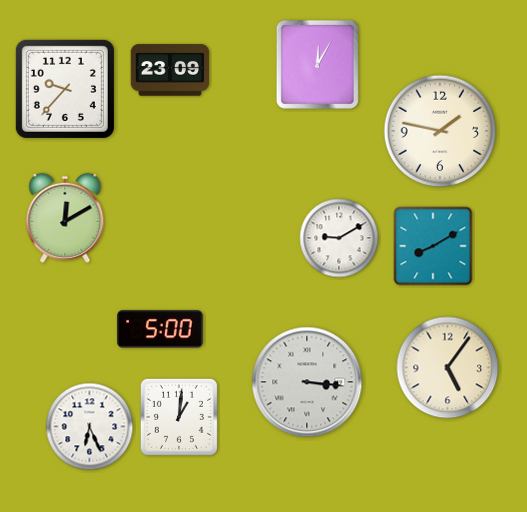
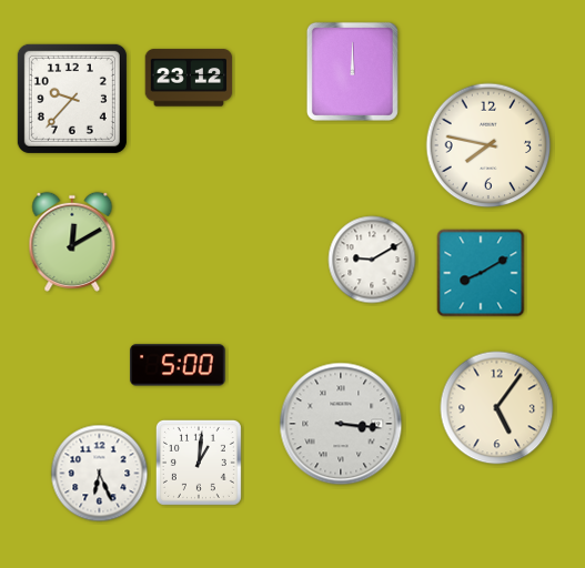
clock at (317, 64): 12:05 -> 12:00
clock at (170, 70): 23:09 -> 23:12
clock at (440, 131): 1:47 -> 7:47
clock at (339, 238) position: (339, 238) -> (372, 260)
